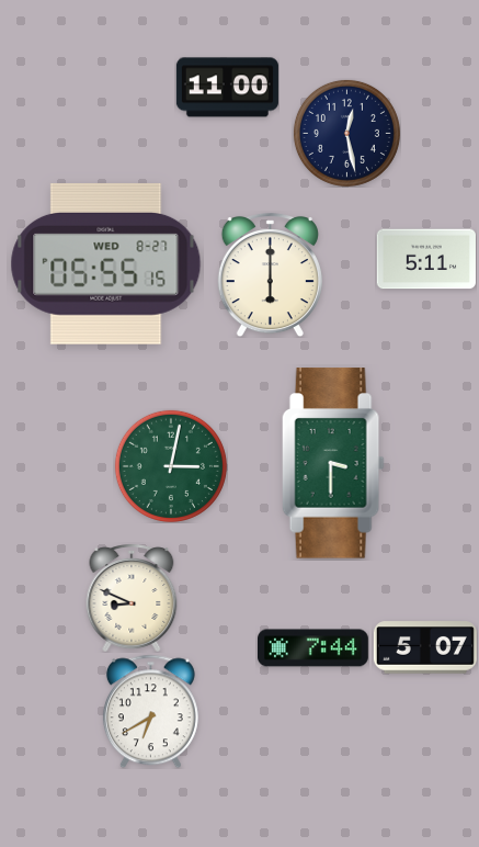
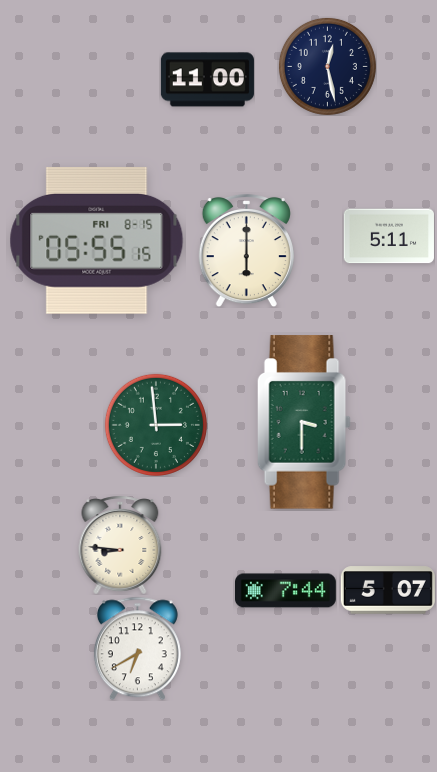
clock at (346, 133) position: (346, 133) -> (327, 66)
clock at (106, 264) date: WED 8-27 -> FRI 8-15
clock at (171, 466): 3:02 -> 2:59
clock at (132, 598): 8:49 -> 8:46
